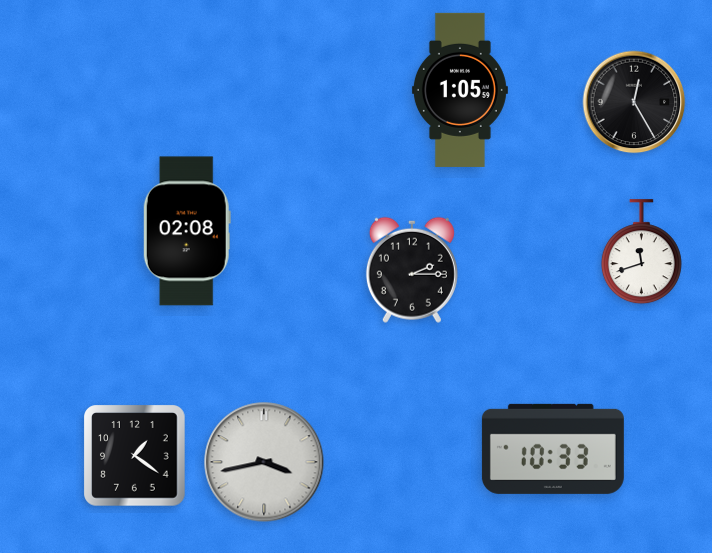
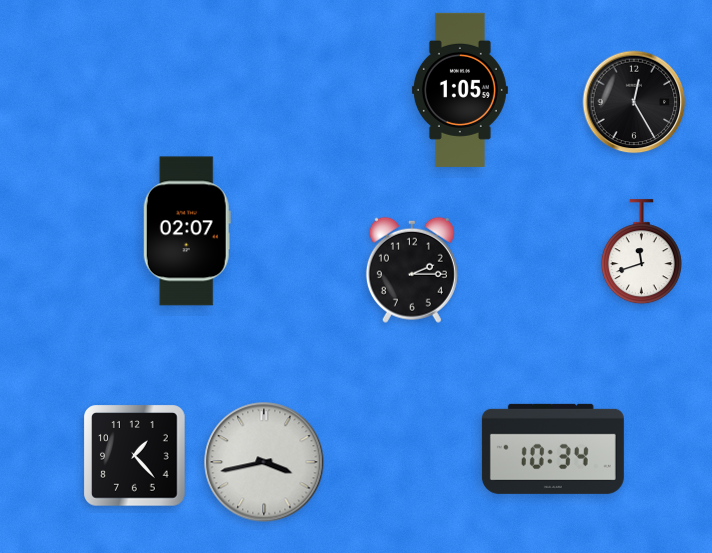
clock at (187, 231): 02:08 -> 02:07
clock at (553, 449): 10:33 -> 10:34
clock at (135, 456): 1:21 -> 1:23
